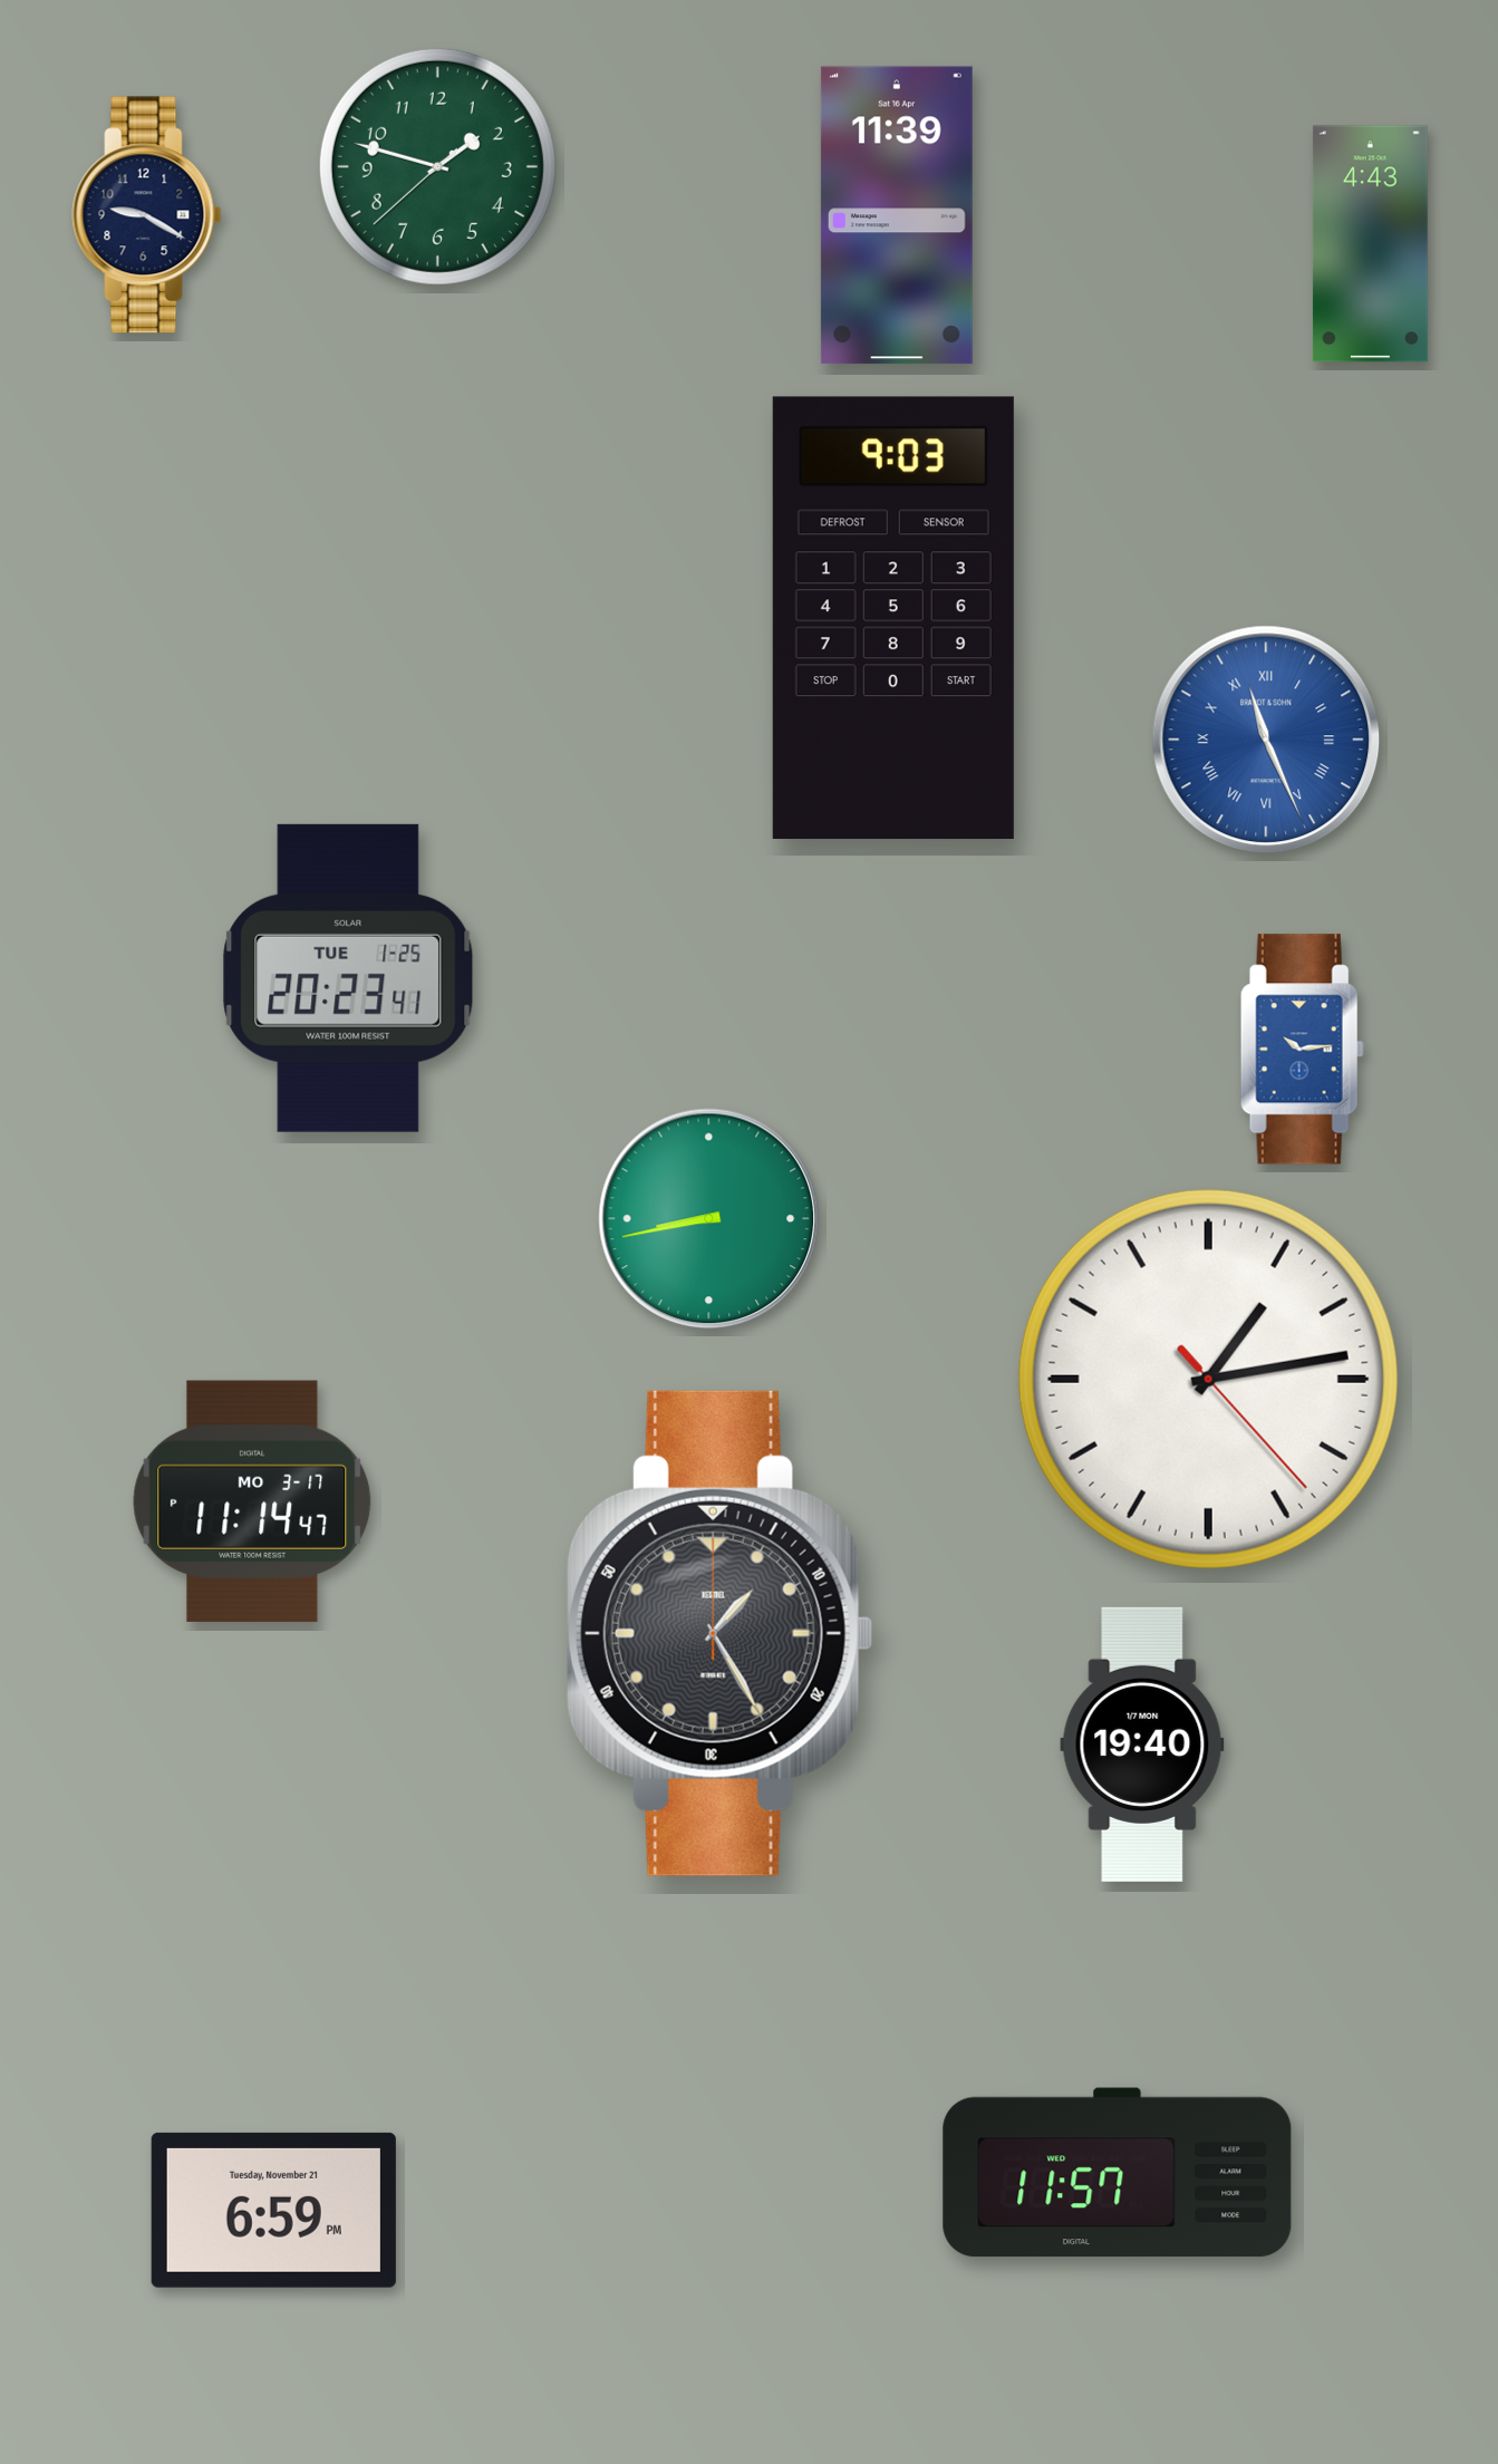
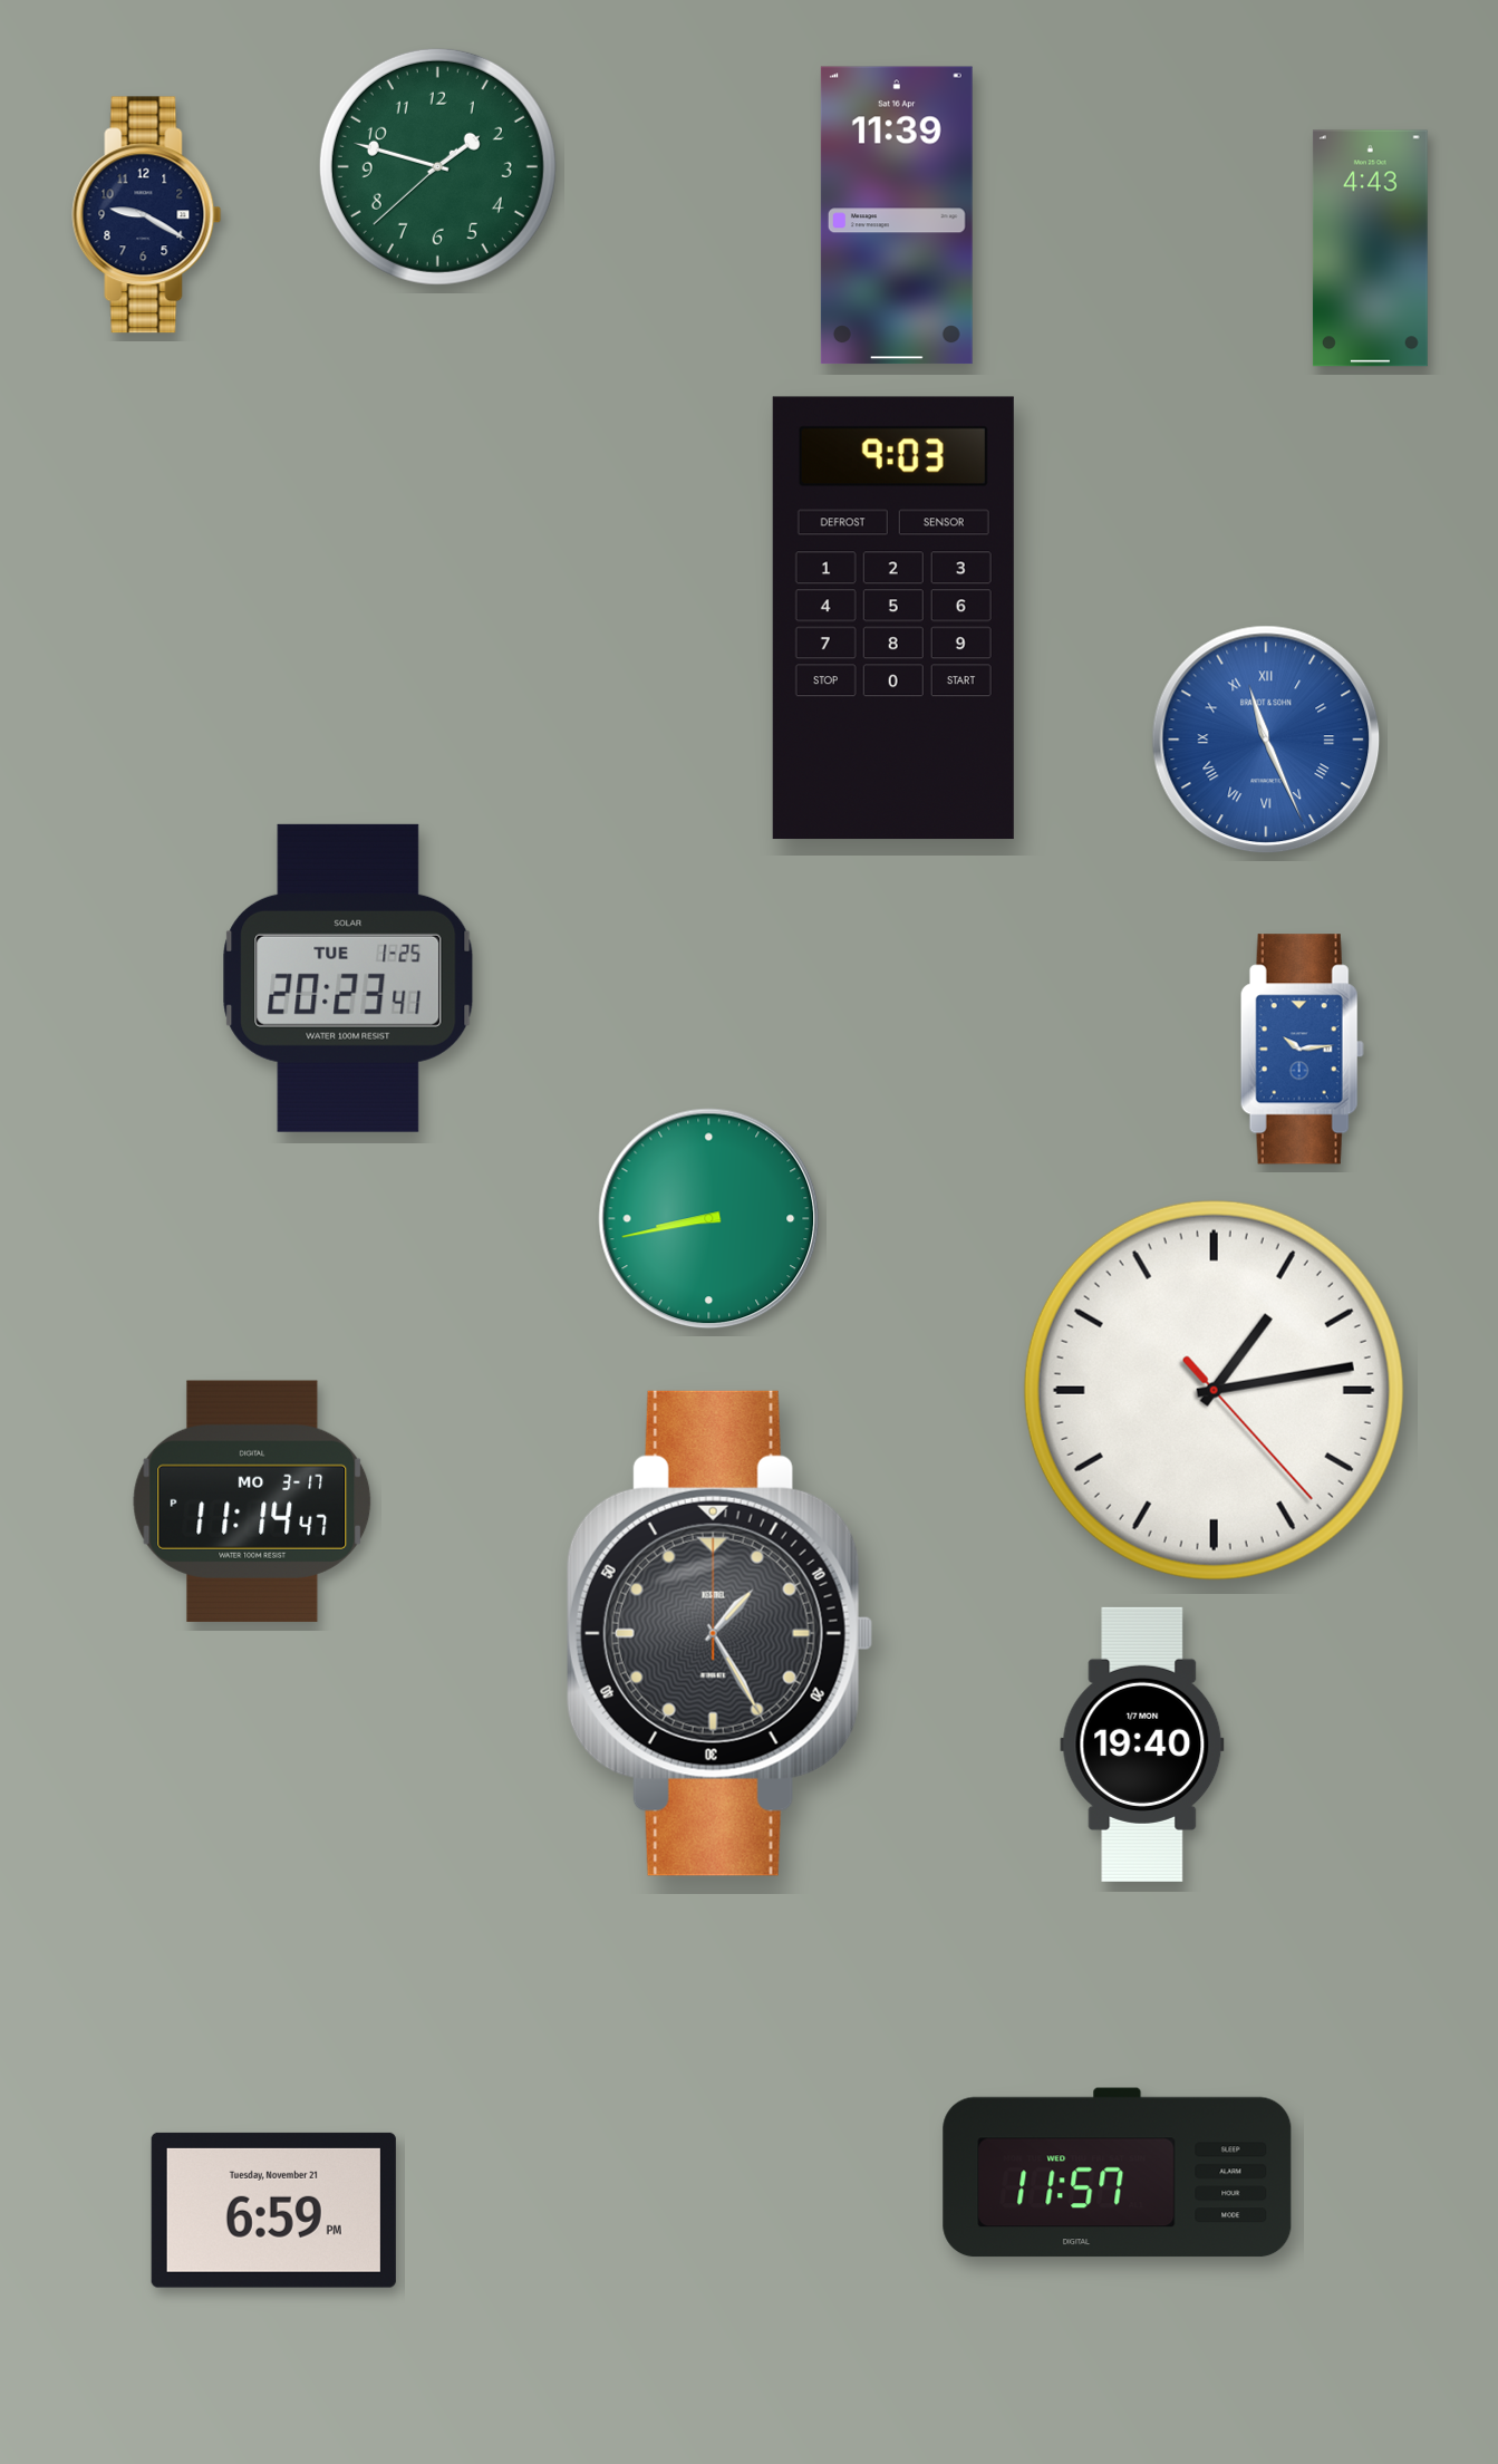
clock at (1370, 244) position: (1370, 244) -> (1370, 249)
clock at (1208, 1379) position: (1208, 1379) -> (1214, 1390)
